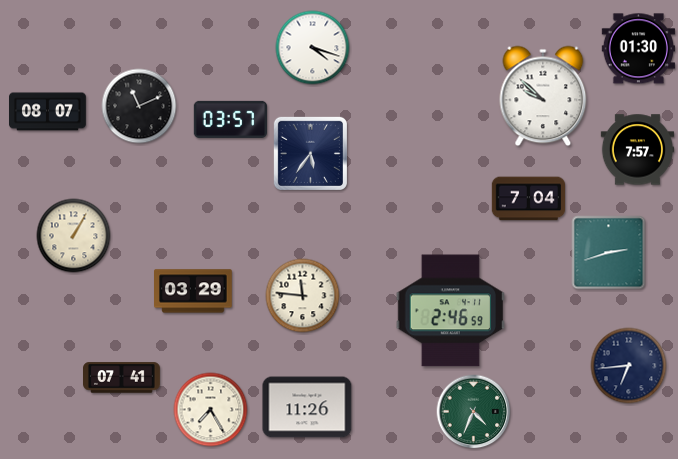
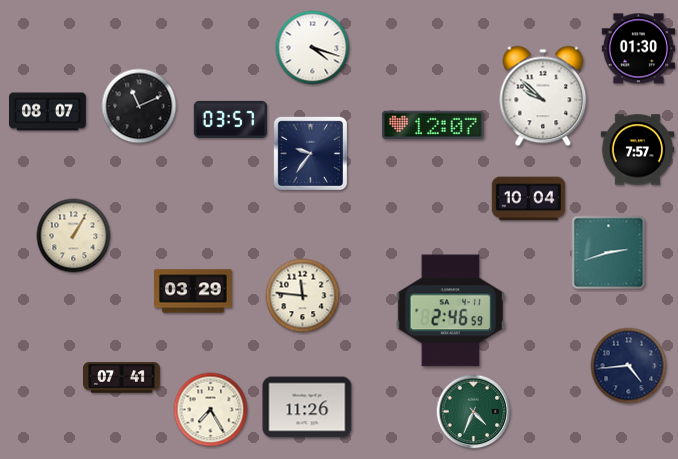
clock at (433, 124): none -> 12:07
clock at (310, 153): 5:36 -> 9:36
clock at (529, 199): 7:04 -> 10:04
clock at (629, 366): 6:44 -> 4:44
